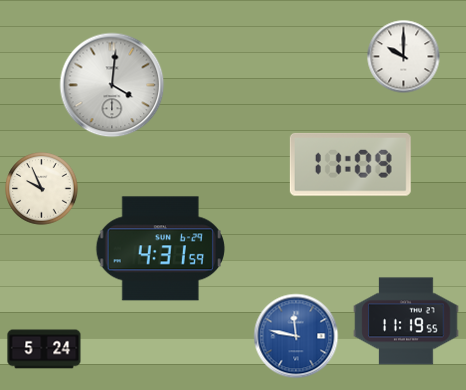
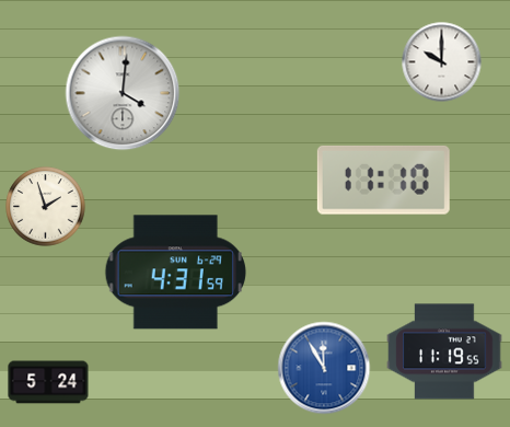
clock at (350, 164): 11:09 -> 11:10
clock at (42, 189): 9:56 -> 1:57
clock at (296, 336): 11:47 -> 11:55
